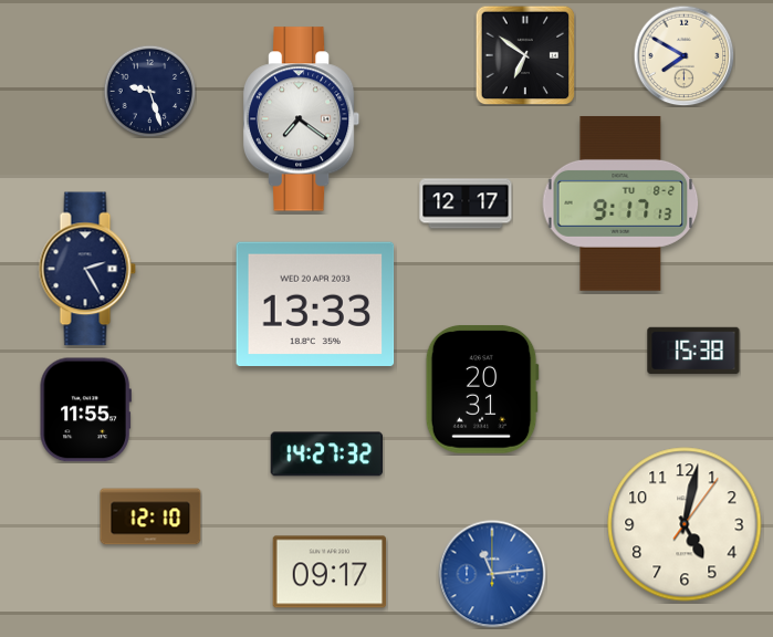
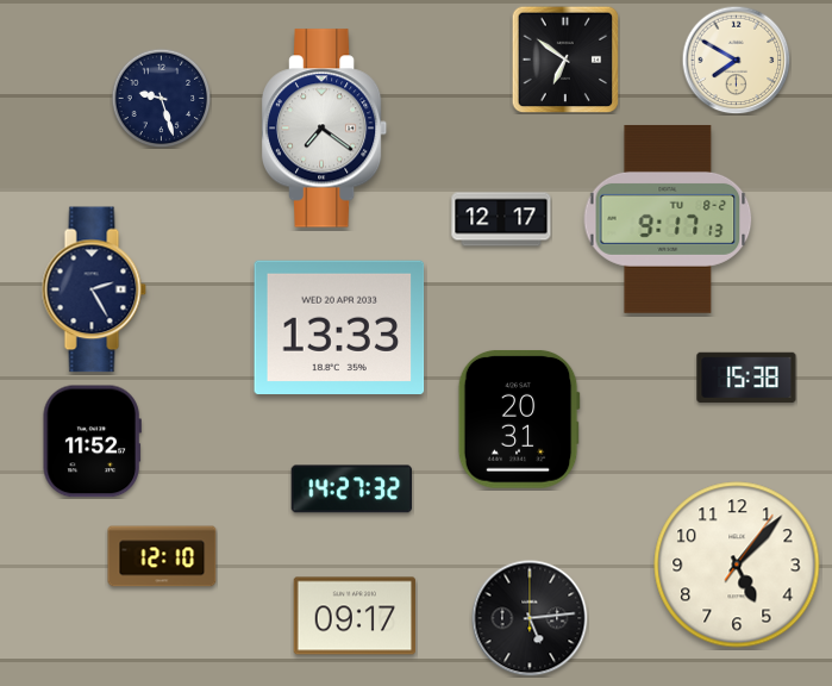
clock at (85, 410): 11:55 -> 11:52
clock at (685, 524): 5:02 -> 5:07
clock at (492, 574): 11:14 -> 5:14
clock at (492, 574) dial: blue -> black
